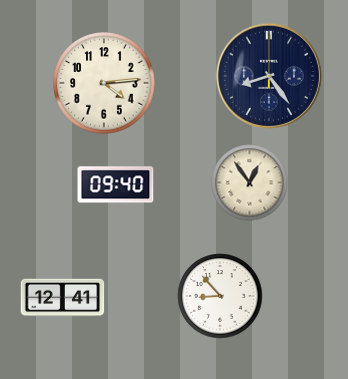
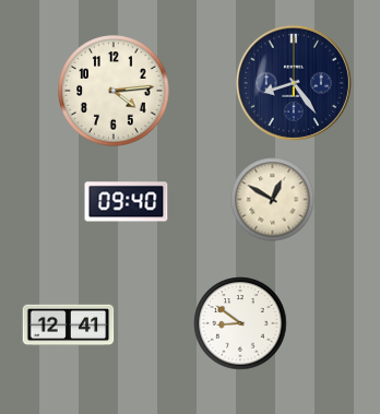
clock at (250, 183): 12:54 -> 12:50
clock at (220, 296): 8:53 -> 8:51
